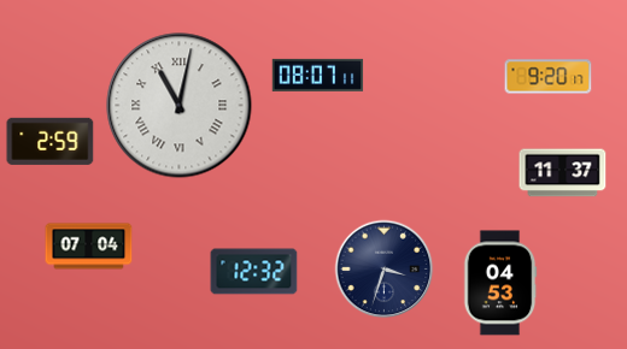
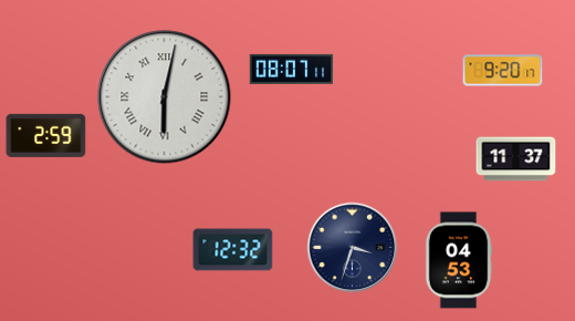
clock at (180, 106): 11:02 -> 6:02
clock at (51, 141) position: (51, 141) -> (46, 135)
clock at (89, 247): 07:04 -> none
